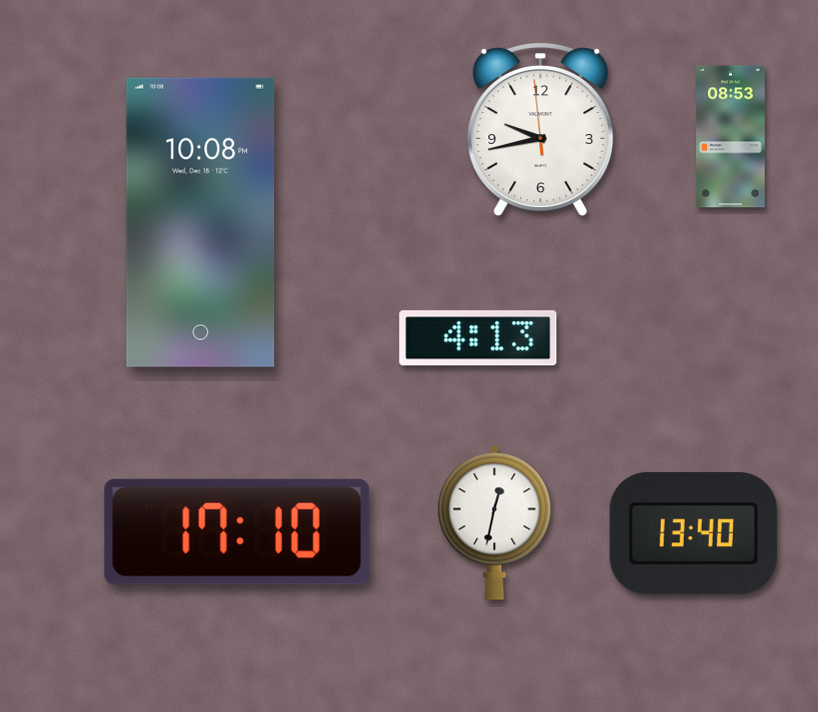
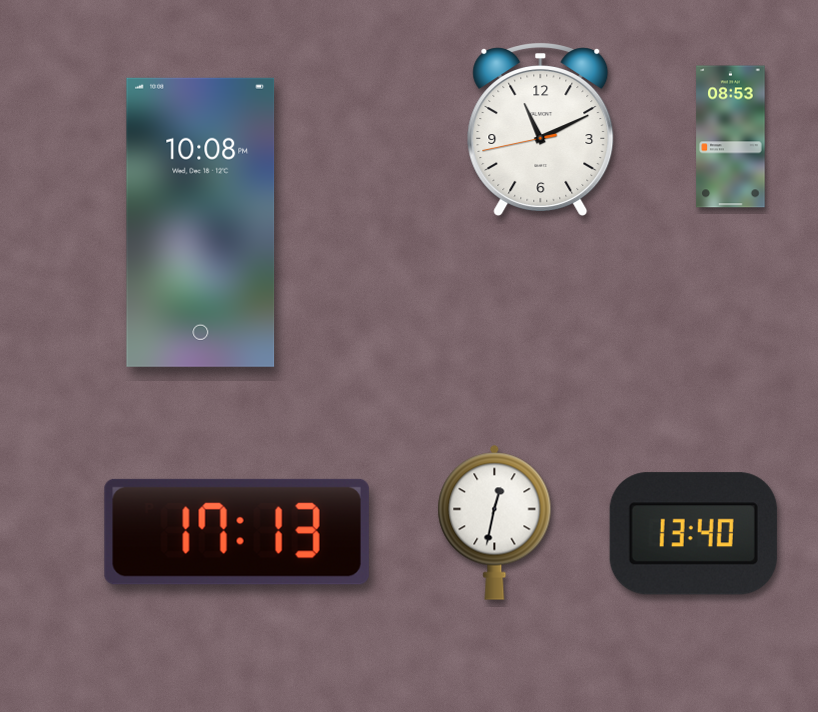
clock at (541, 129): 9:42 -> 11:10
clock at (478, 338): 4:13 -> none
clock at (237, 532): 17:10 -> 17:13
